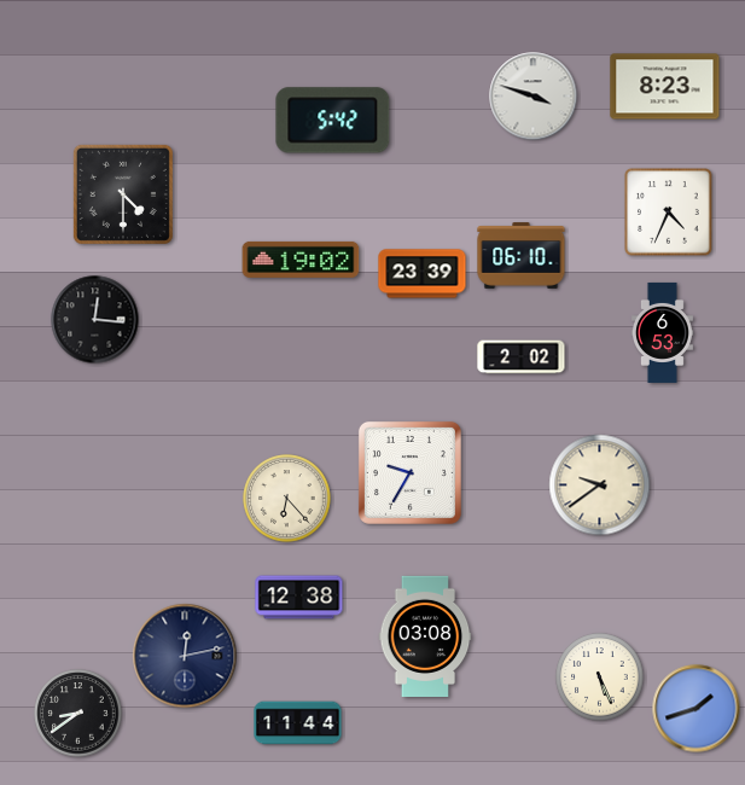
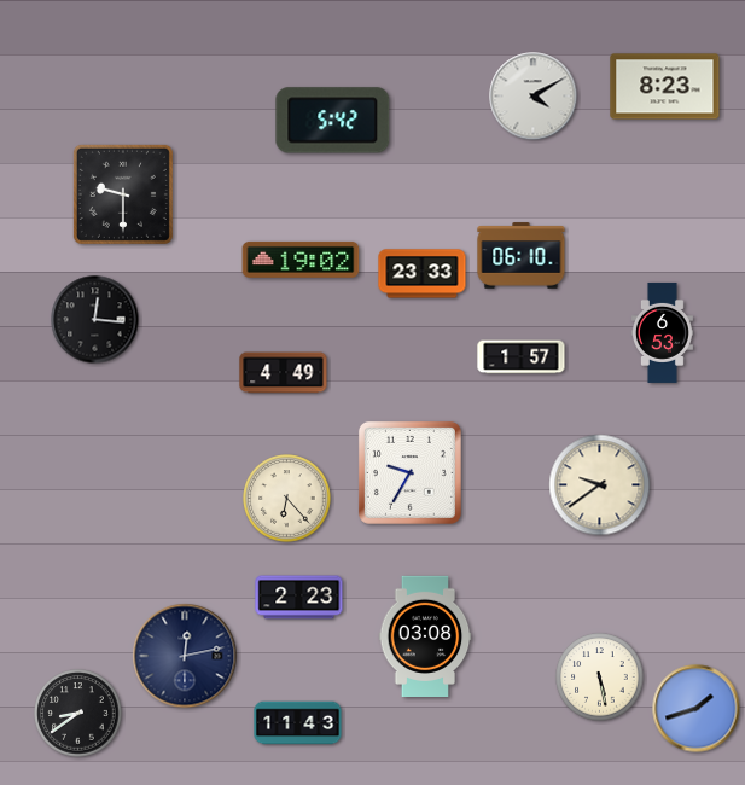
clock at (534, 97): 3:48 -> 4:10
clock at (123, 194): 4:30 -> 9:30
clock at (669, 213): 4:34 -> none
clock at (423, 274): 23:39 -> 23:33
clock at (522, 357): 2:02 -> 1:57
clock at (284, 373): none -> 4:49
clock at (299, 598): 12:38 -> 2:23
clock at (600, 678): 5:26 -> 5:28
clock at (298, 723): 11:44 -> 11:43
